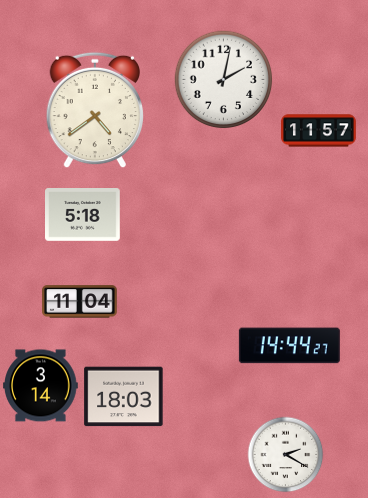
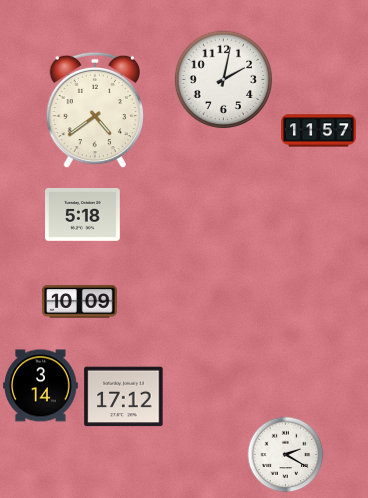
clock at (80, 302): 11:04 -> 10:09
clock at (289, 346): 14:44 -> none
clock at (124, 397): 18:03 -> 17:12
